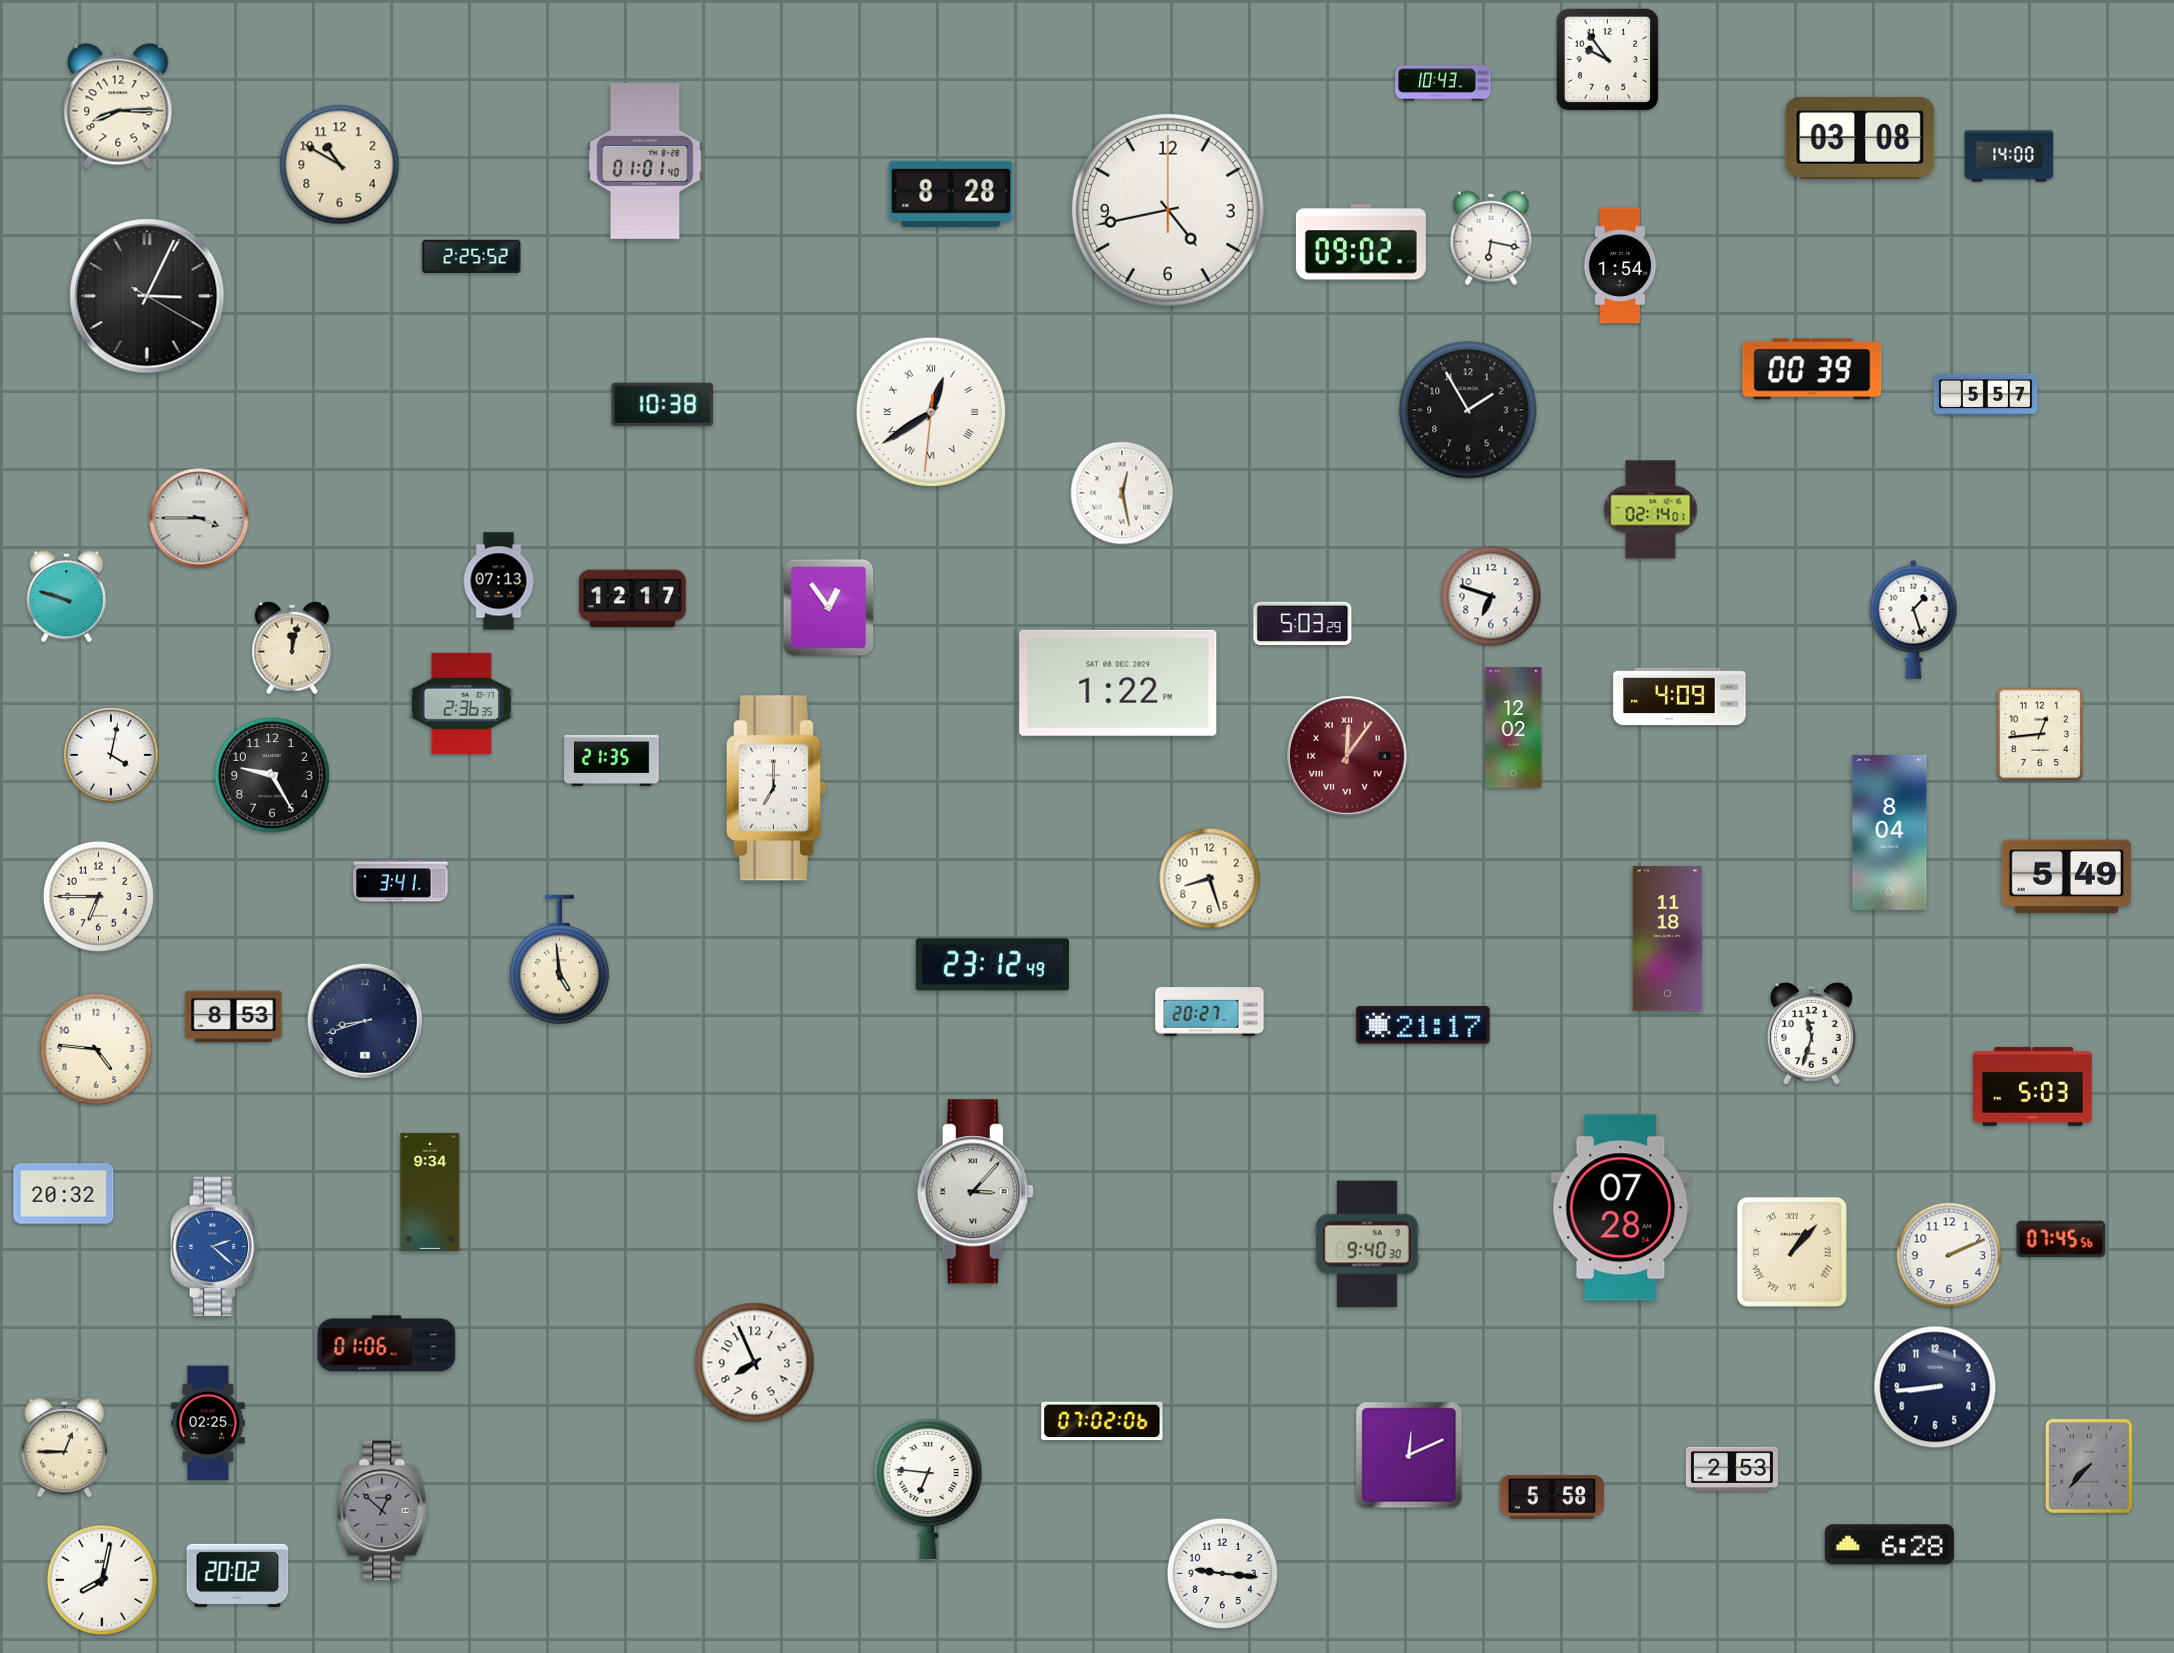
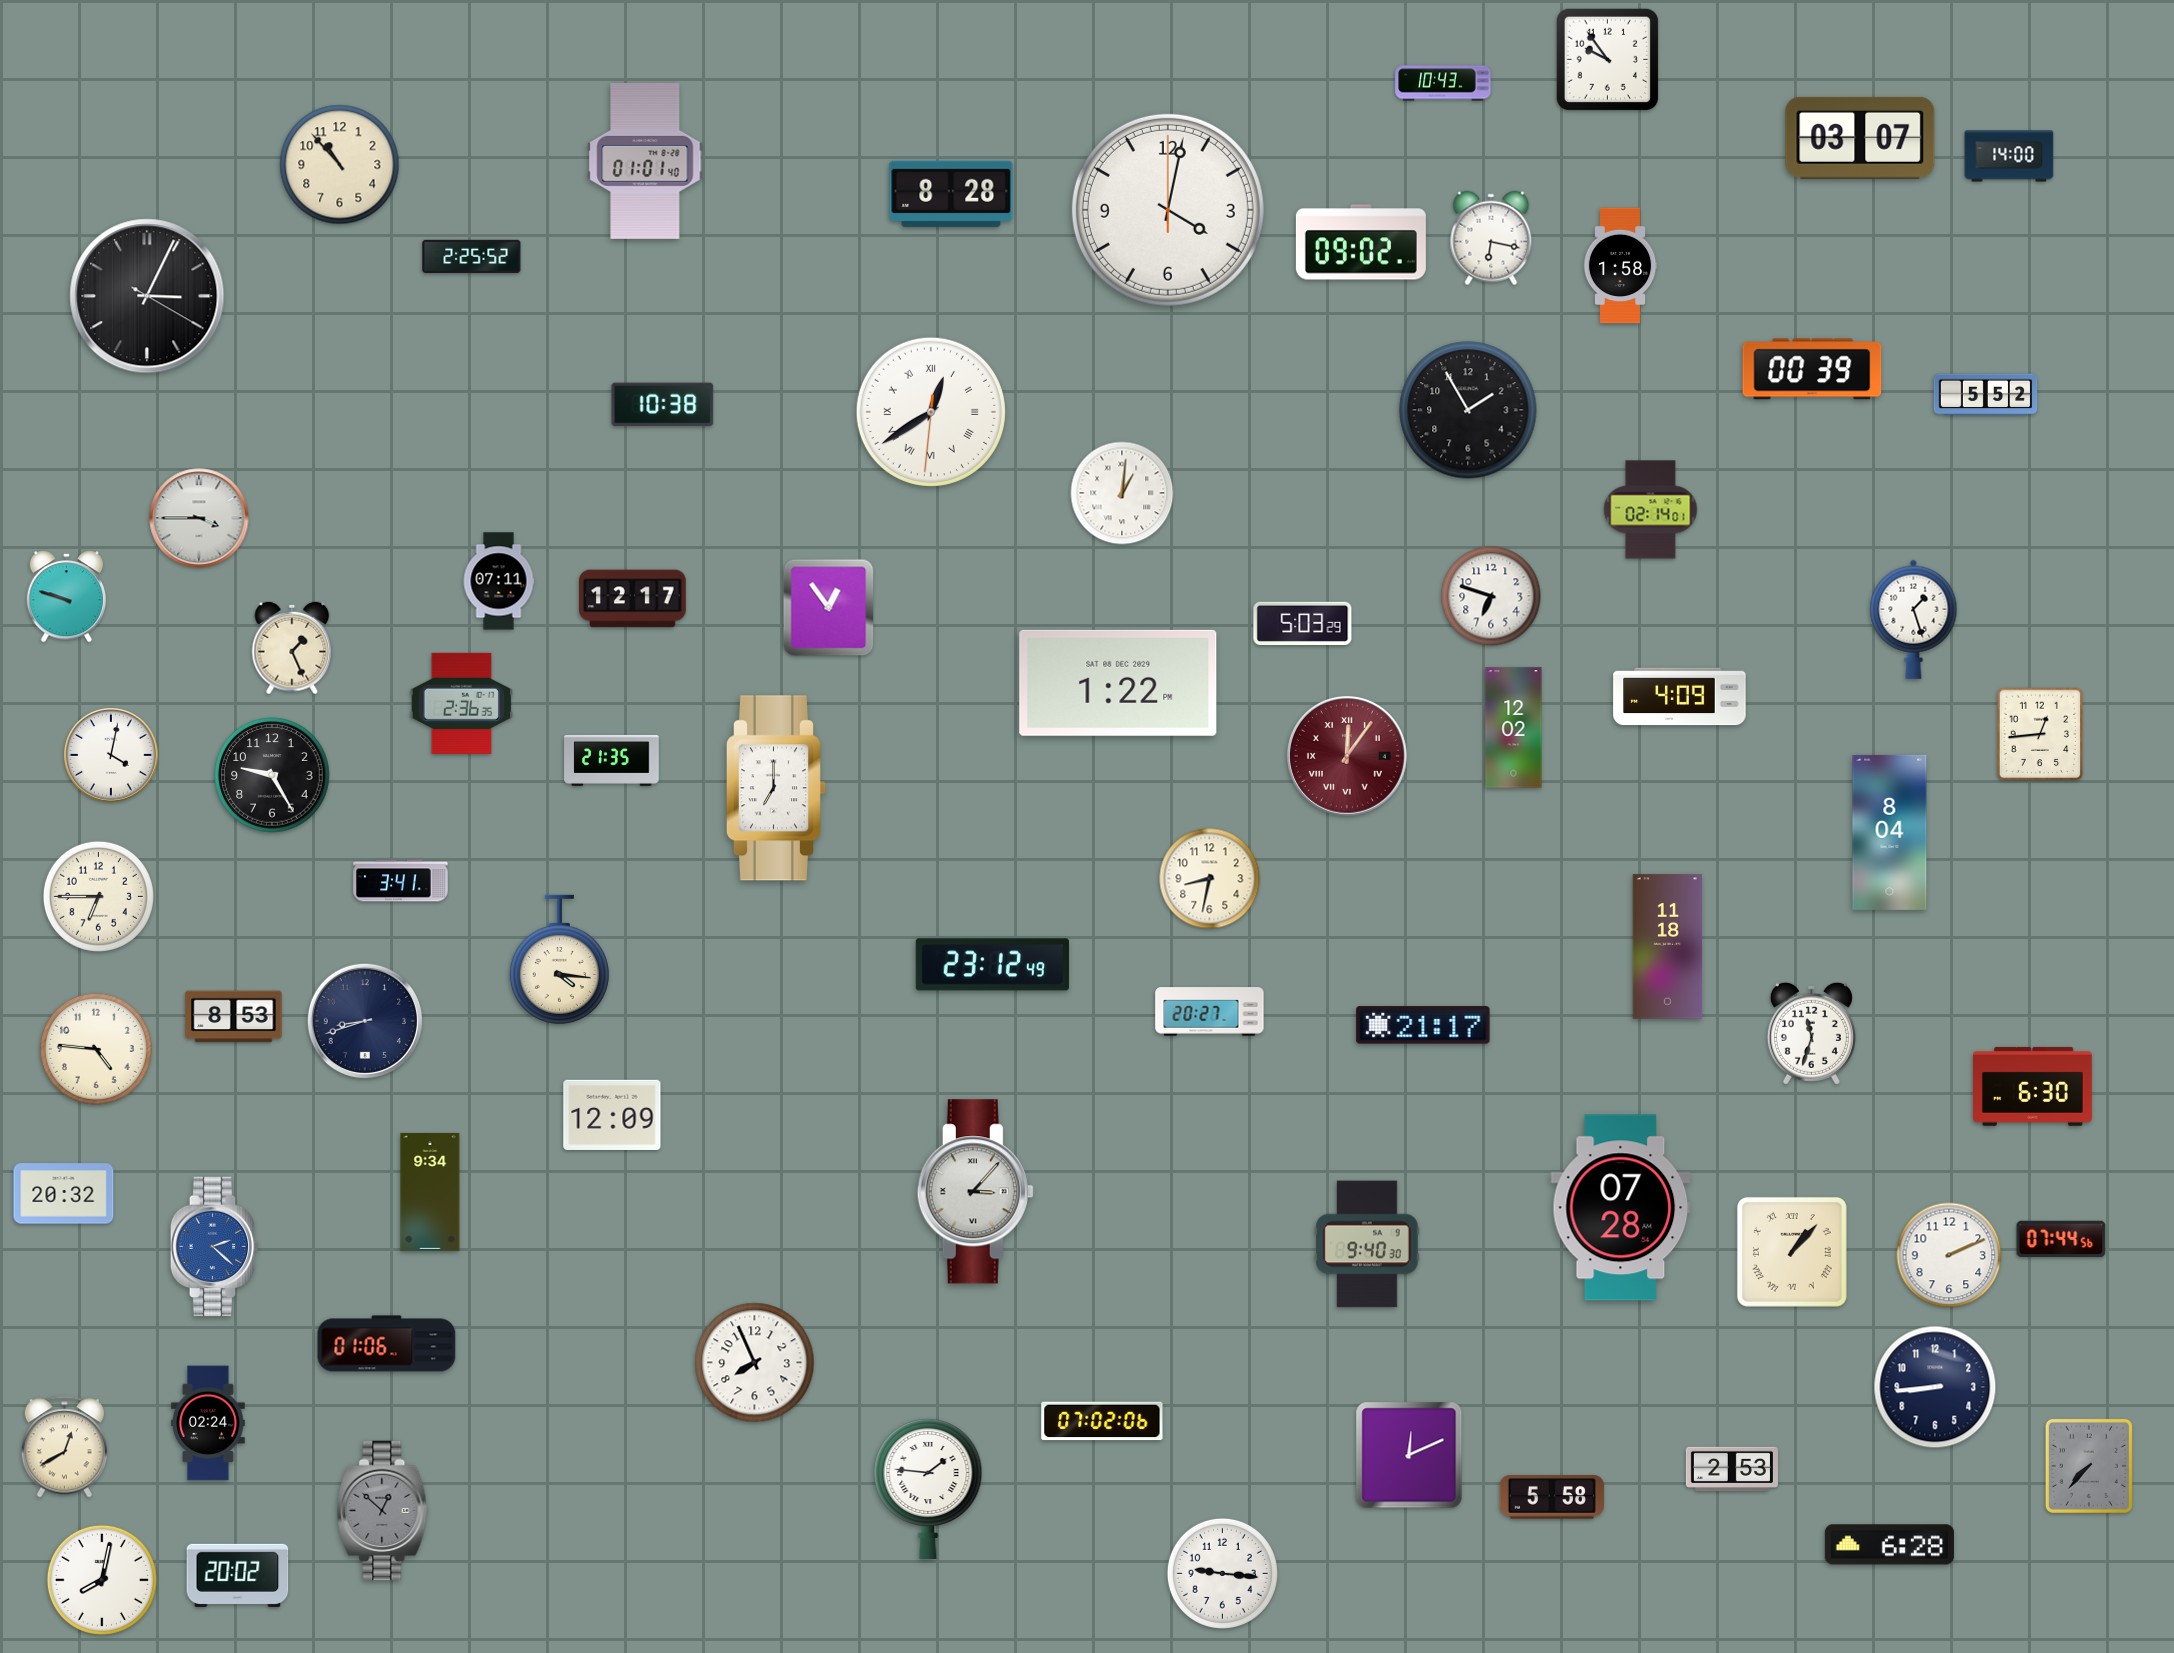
clock at (118, 106): 8:15 -> none
clock at (1860, 138): 03:08 -> 03:07
clock at (340, 165): 10:50 -> 10:53
clock at (1168, 210): 4:43 -> 4:02
clock at (1620, 266): 1:54 -> 1:58
clock at (1986, 395): 5:57 -> 5:52
clock at (1122, 493): 12:28 -> 1:01
clock at (499, 581): 07:13 -> 07:11
clock at (292, 648): 12:02 -> 1:26
clock at (2066, 877): 5:49 -> none
clock at (1210, 879): 8:27 -> 8:32
clock at (1668, 939) position: (1668, 939) -> (1668, 947)
clock at (559, 959): 4:59 -> 4:16
clock at (2033, 1086): 5:03 -> 6:30
clock at (612, 1115): none -> 12:09
clock at (2061, 1239): 07:45 -> 07:44
clock at (209, 1423): 02:25 -> 02:24
clock at (64, 1447): 12:45 -> 12:40
clock at (928, 1488): 6:46 -> 1:46
